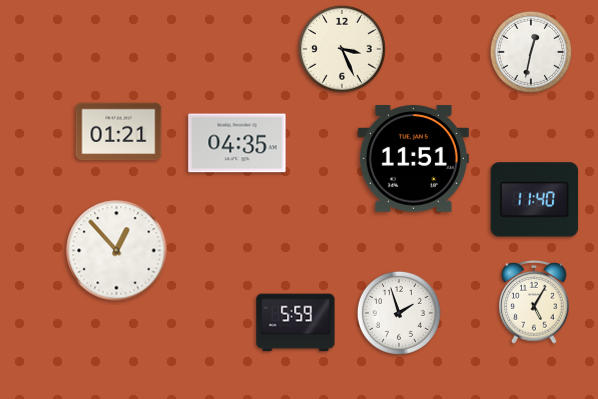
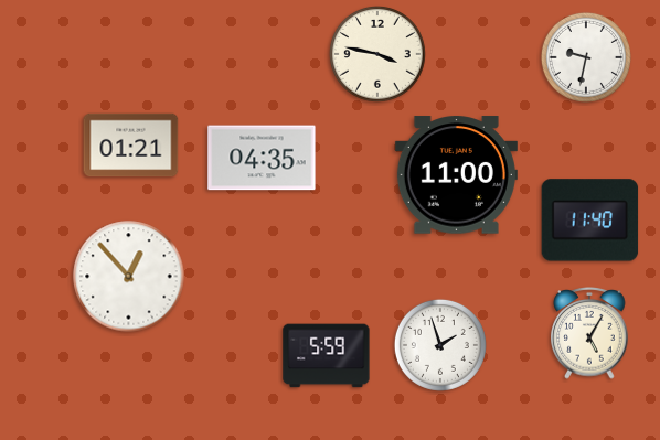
clock at (342, 49): 3:26 -> 3:47
clock at (531, 52): 12:32 -> 9:32
clock at (413, 159): 11:51 -> 11:00
